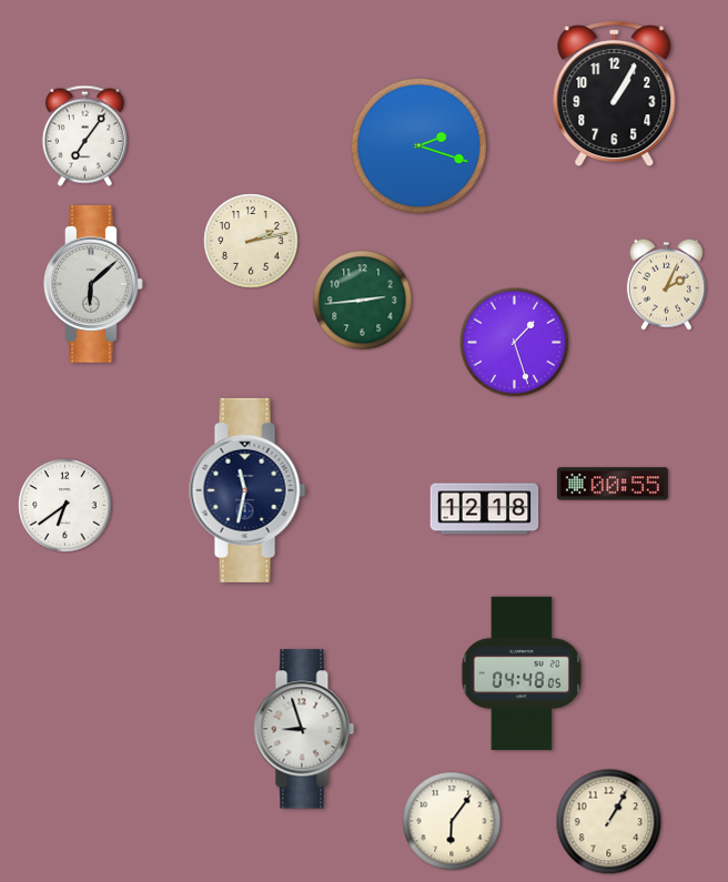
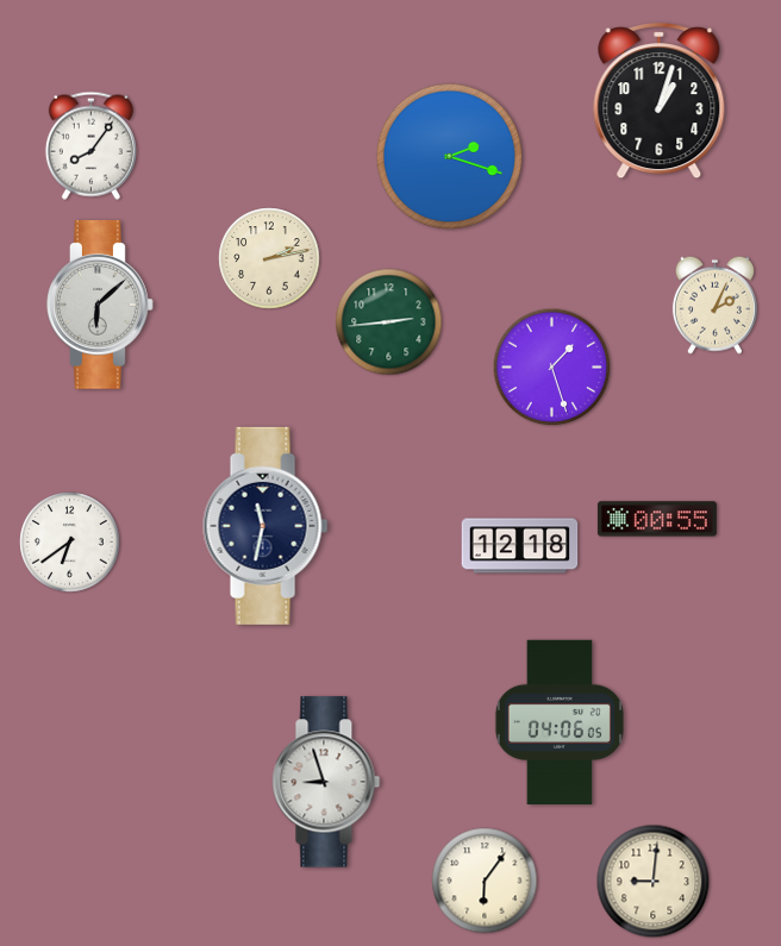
clock at (615, 94): 1:05 -> 1:03
clock at (84, 135): 7:06 -> 8:06
clock at (522, 673): 04:48 -> 04:06
clock at (609, 822): 1:05 -> 9:01
